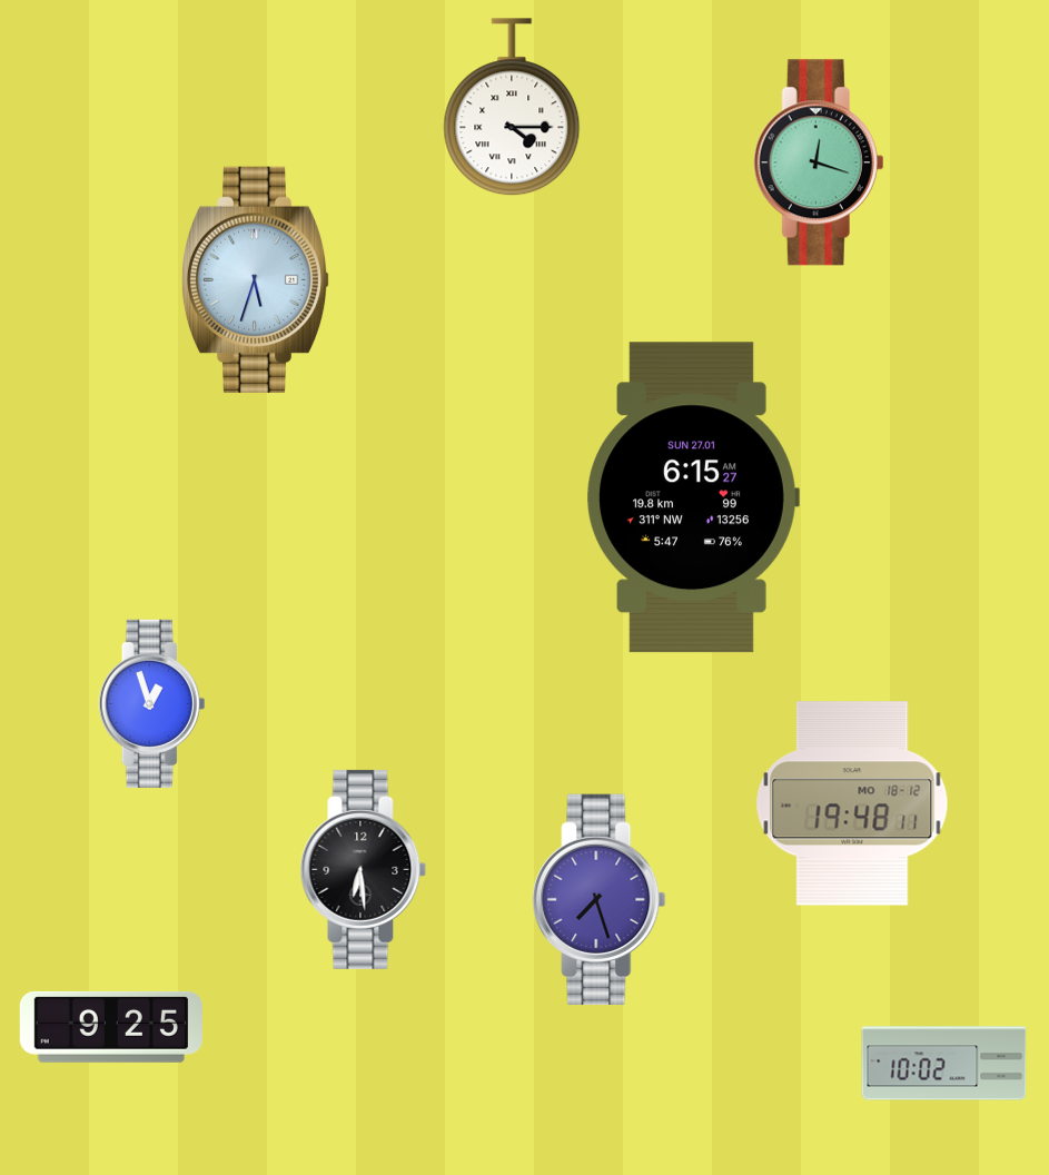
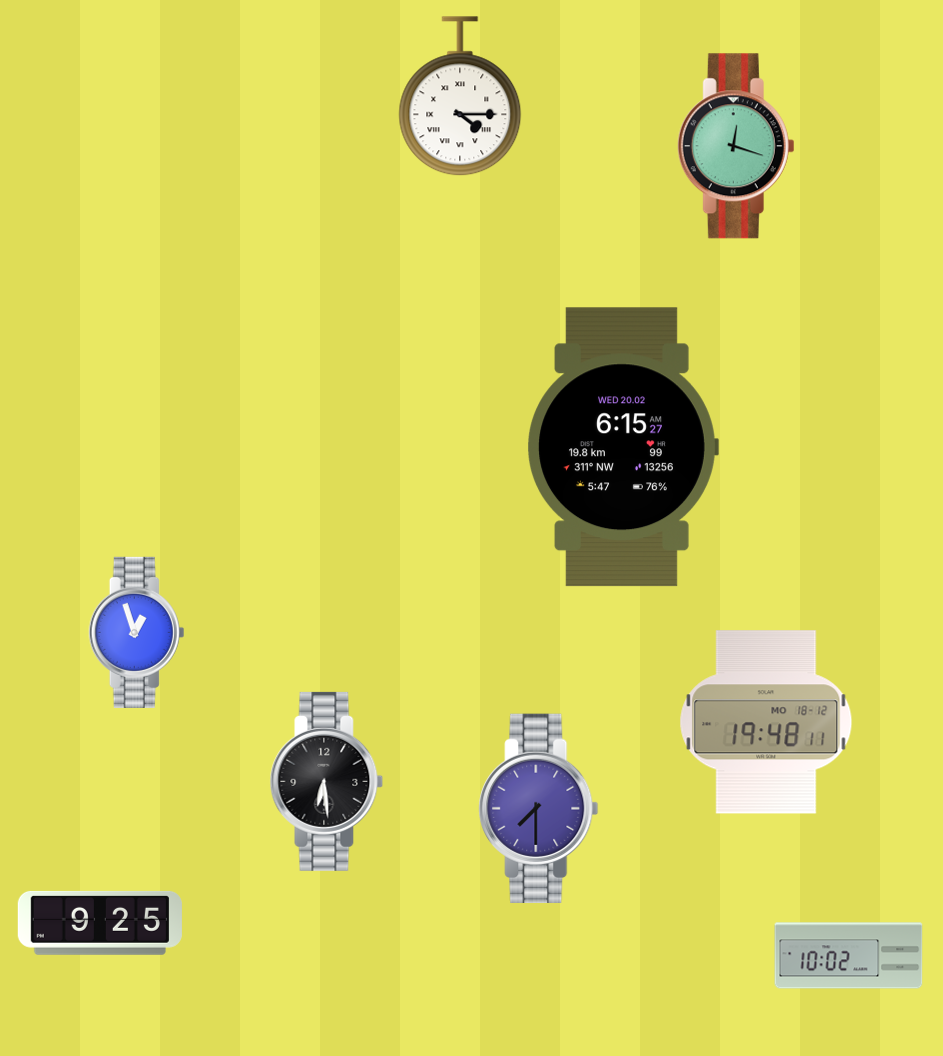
clock at (256, 279): 5:33 -> none
clock at (693, 497) date: SUN 27.01 -> WED 20.02
clock at (600, 899): 7:27 -> 7:30
